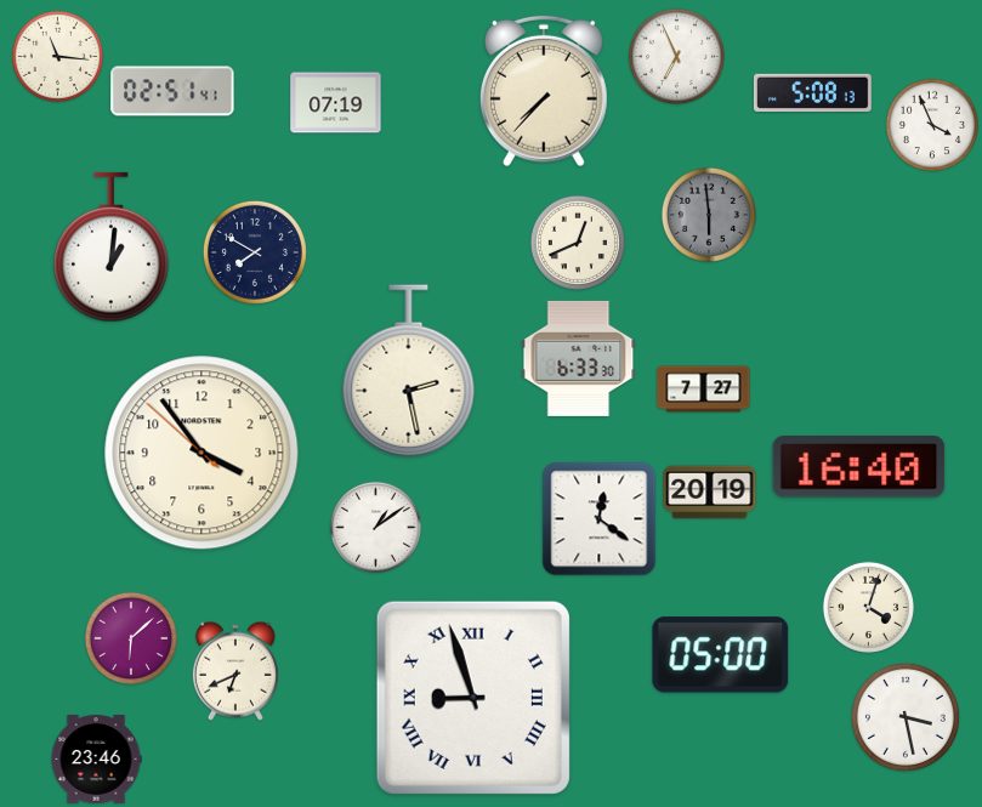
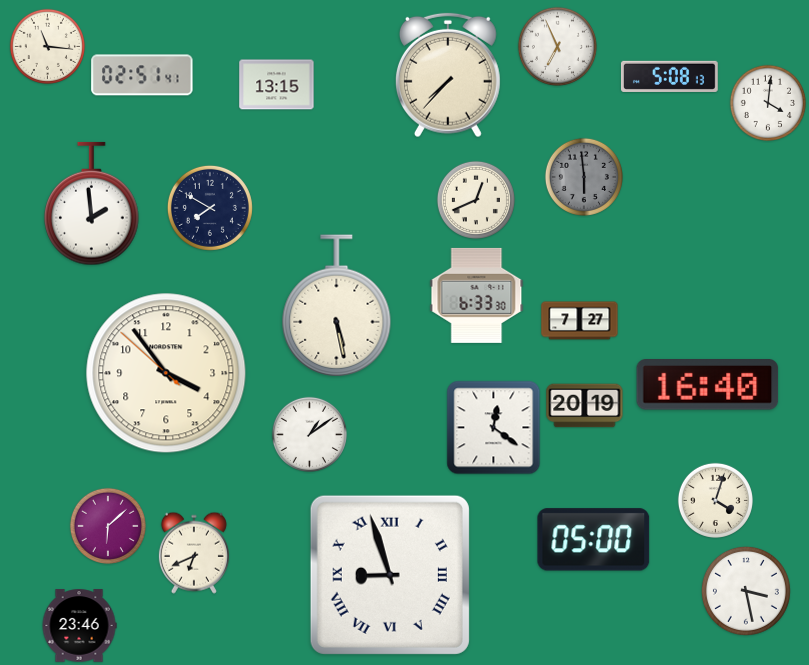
clock at (336, 103): 07:19 -> 13:15
clock at (932, 125): 3:56 -> 4:01
clock at (112, 248): 1:01 -> 1:59
clock at (409, 371): 2:28 -> 5:28
